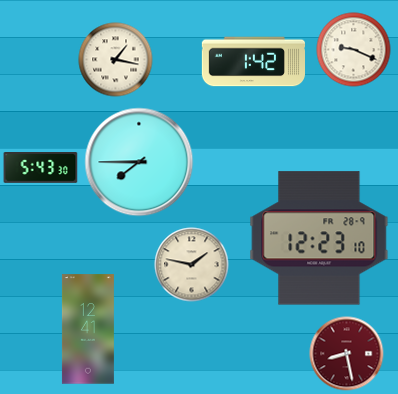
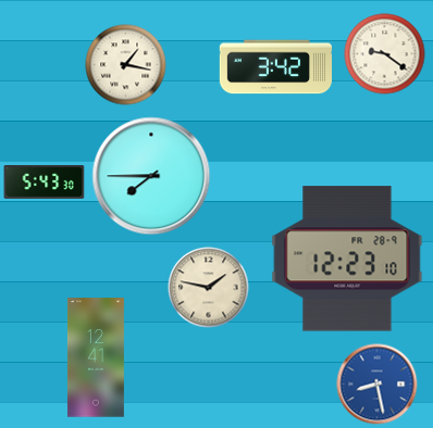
clock at (354, 50): 9:19 -> 9:21
clock at (253, 62): 1:42 -> 3:42
clock at (347, 354) dial: burgundy -> blue
